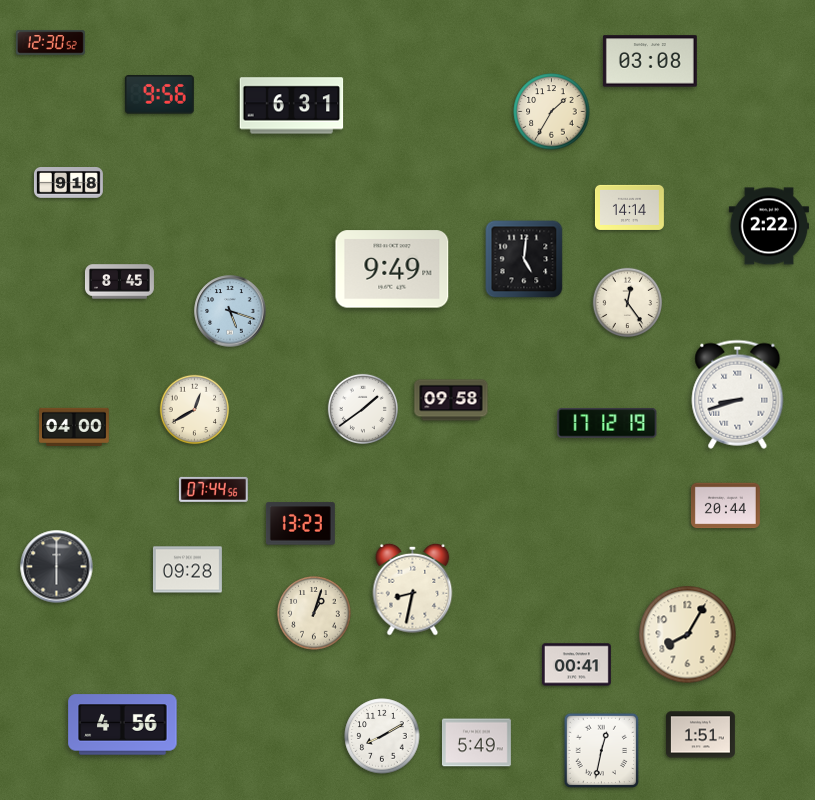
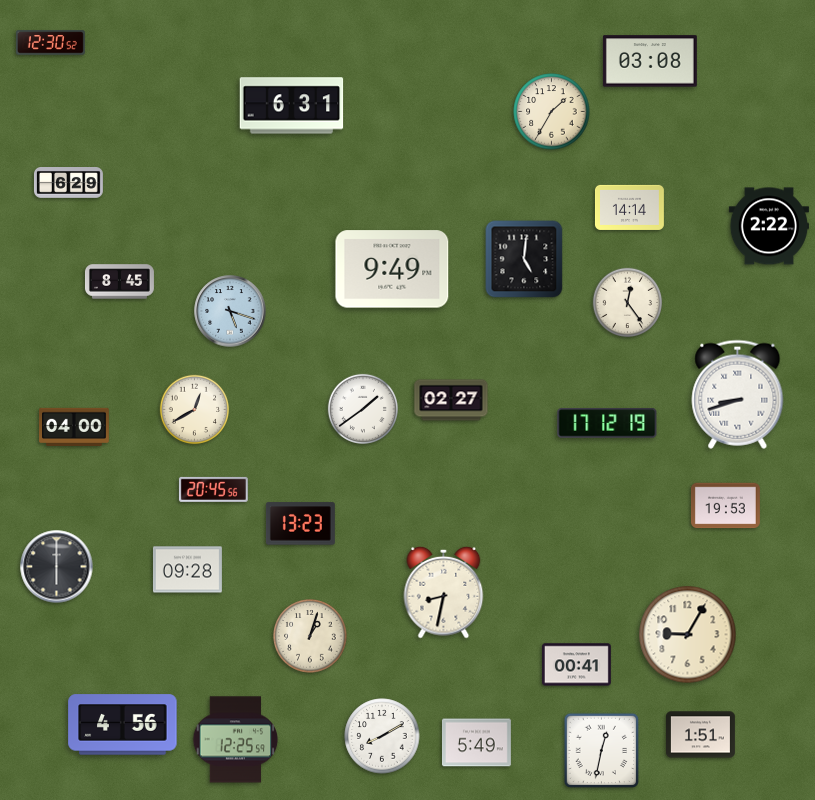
clock at (159, 95): 9:56 -> none
clock at (68, 183): 9:18 -> 6:29
clock at (451, 400): 09:58 -> 02:27
clock at (213, 489): 07:44 -> 20:45
clock at (725, 506): 20:44 -> 19:53
clock at (413, 589) position: (413, 589) -> (444, 592)
clock at (314, 613) position: (314, 613) -> (310, 636)
clock at (688, 635): 8:05 -> 9:05
clock at (236, 740): none -> 12:25
